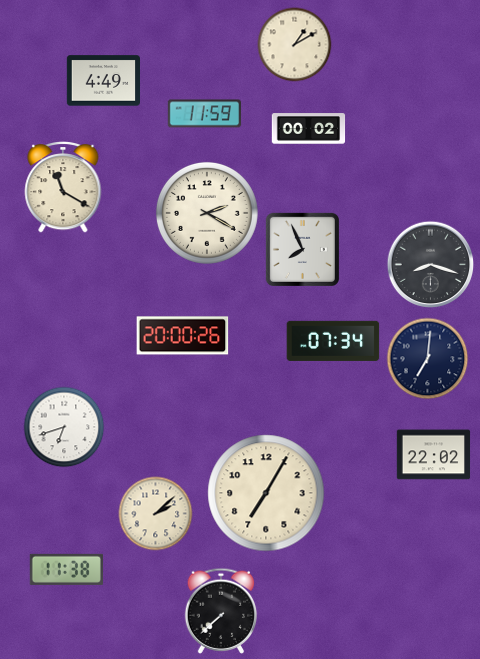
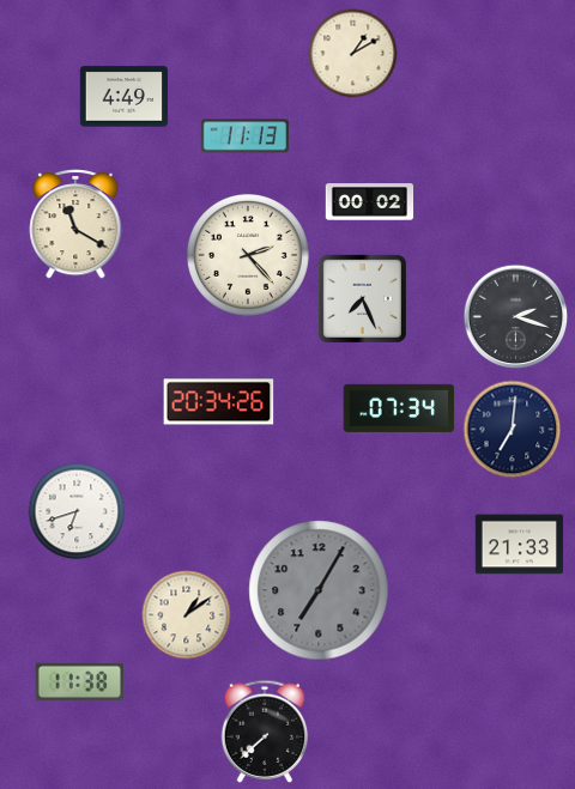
clock at (205, 114): 11:59 -> 11:13
clock at (309, 129) position: (309, 129) -> (370, 202)
clock at (207, 213): 2:20 -> 2:23
clock at (302, 249): 7:56 -> 7:26
clock at (431, 265): 8:18 -> 2:18
clock at (183, 336): 20:00 -> 20:34
clock at (434, 455): 22:02 -> 21:33
clock at (266, 493) dial: cream -> grey
clock at (156, 514): 2:08 -> 1:09
